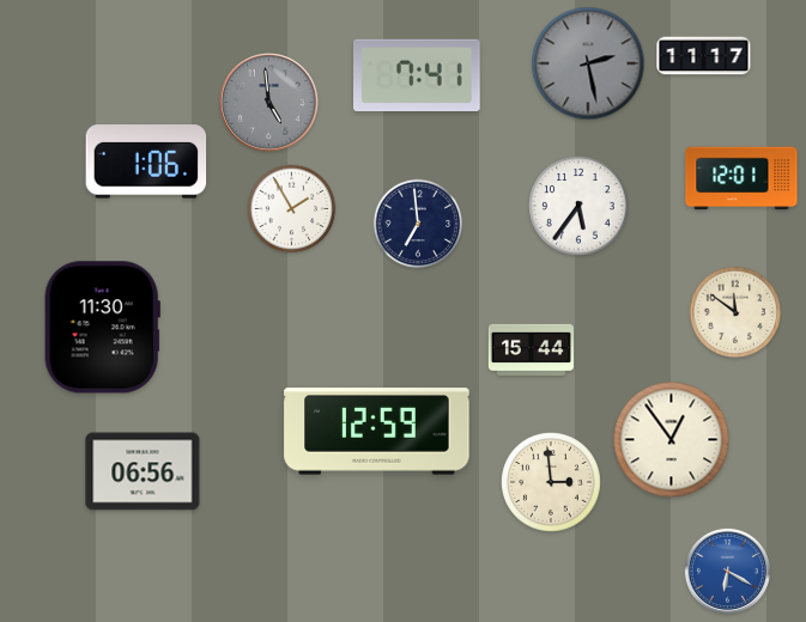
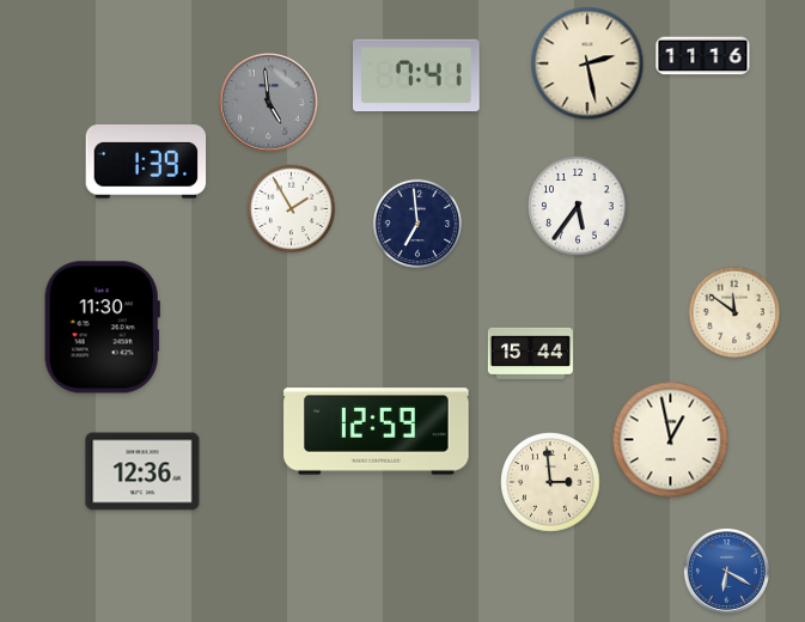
clock at (704, 56): 11:17 -> 11:16
clock at (588, 63) dial: grey -> cream
clock at (146, 161): 1:06 -> 1:39
clock at (741, 178): 12:01 -> none
clock at (531, 349) position: (531, 349) -> (530, 353)
clock at (672, 440): 12:54 -> 12:58
clock at (143, 471): 06:56 -> 12:36
